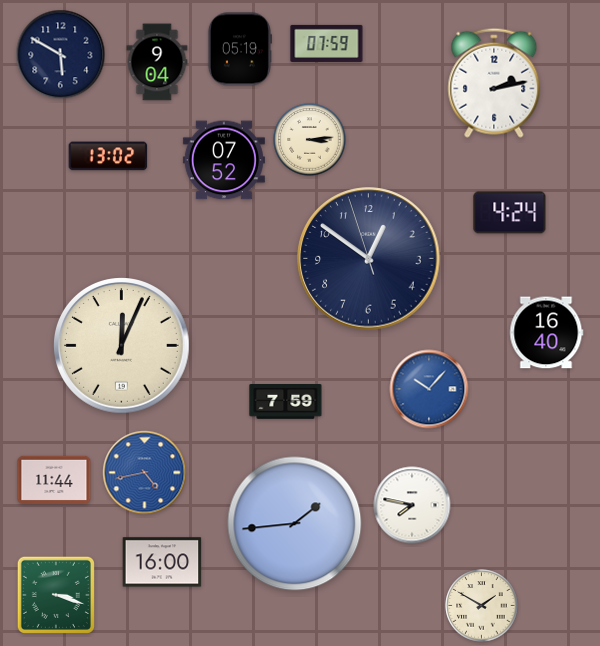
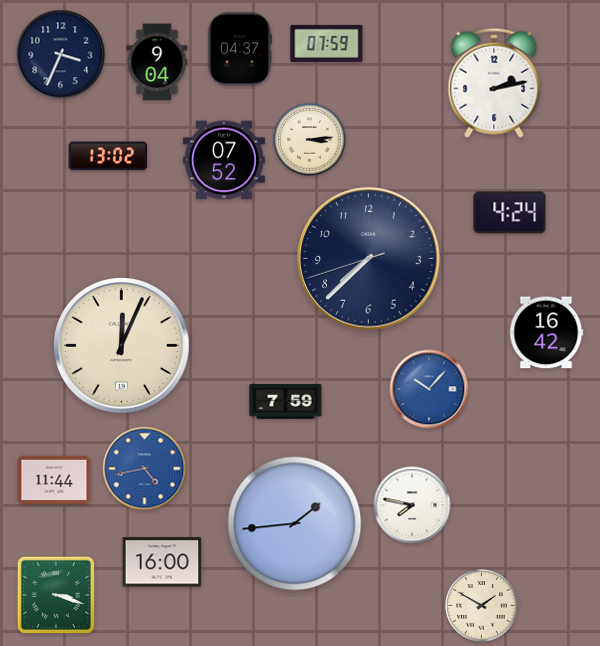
clock at (239, 49): 05:19 -> 04:37
clock at (61, 55): 5:50 -> 3:34
clock at (369, 259): 12:50 -> 7:37
clock at (547, 333): 16:40 -> 16:42
clock at (145, 473) position: (145, 473) -> (145, 469)
